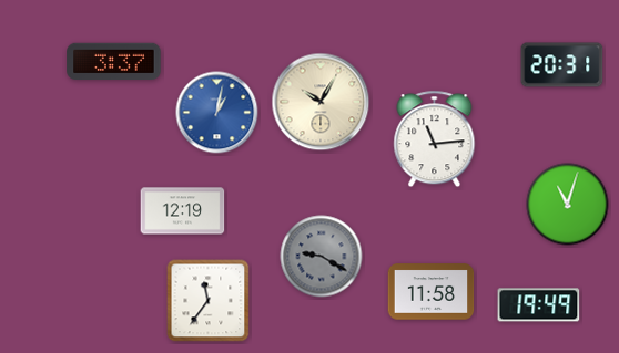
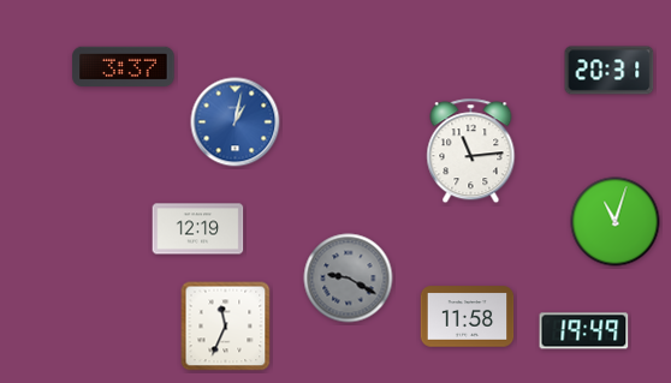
clock at (321, 102): 10:05 -> none
clock at (209, 301): 11:36 -> 11:34
